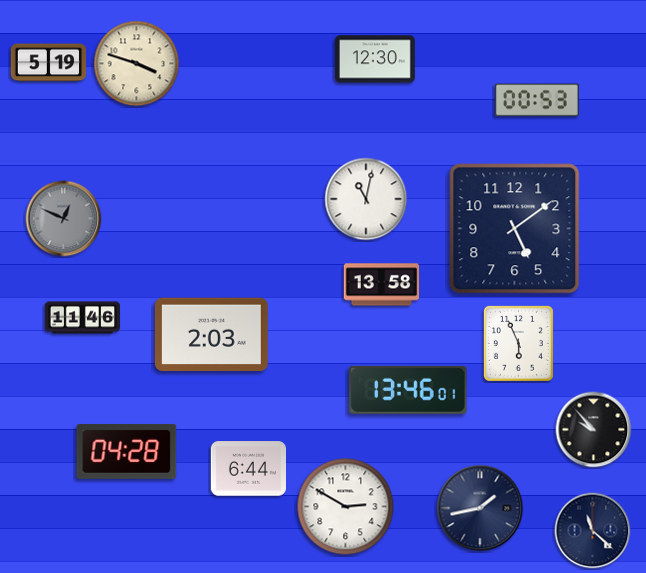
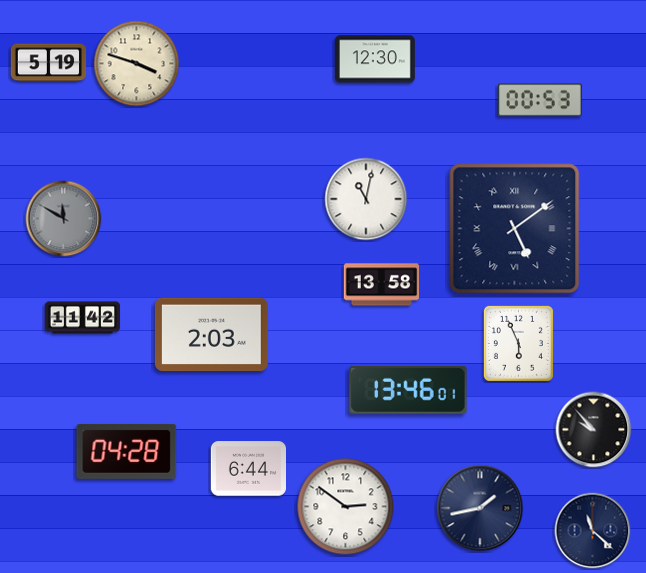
clock at (537, 100) position: (537, 100) -> (540, 100)
clock at (64, 219): 12:49 -> 11:50
clock at (515, 229) numerals: Arabic -> Roman
clock at (83, 318): 11:46 -> 11:42
clock at (346, 507): 2:50 -> 2:51
